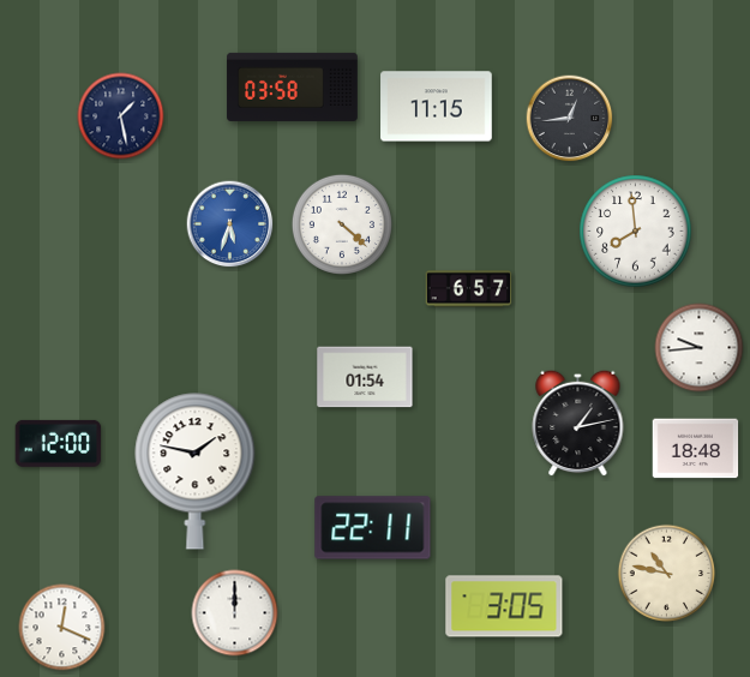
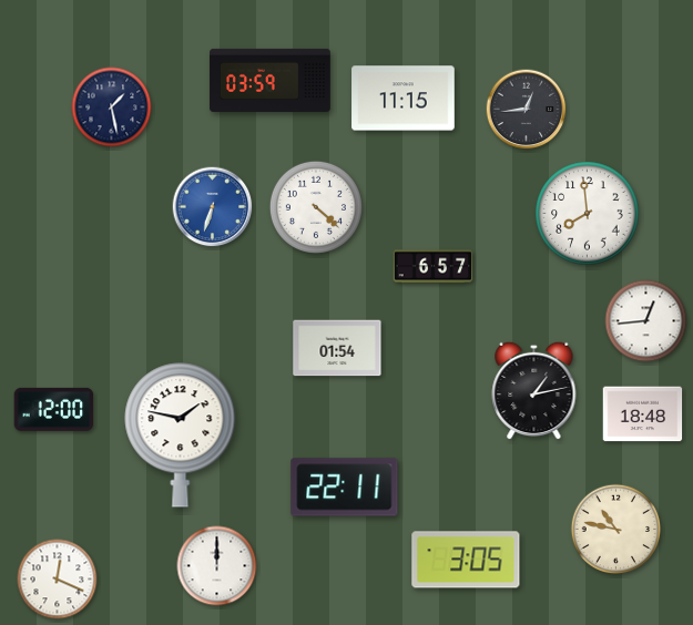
clock at (293, 86): 03:58 -> 03:59
clock at (230, 224): 5:33 -> 6:33
clock at (700, 348): 9:44 -> 12:44
